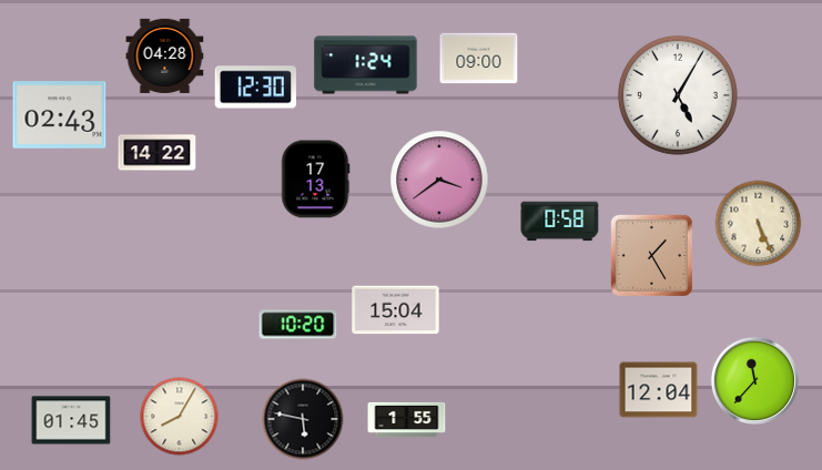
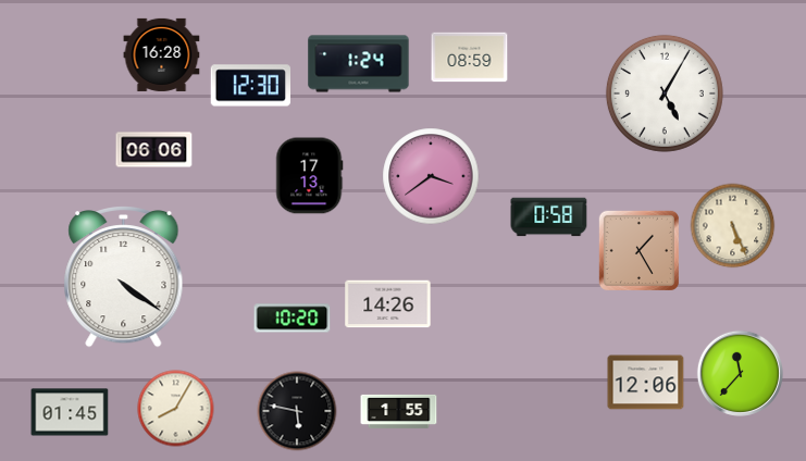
clock at (165, 55): 04:28 -> 16:28
clock at (479, 59): 09:00 -> 08:59
clock at (60, 115): 02:43 -> none
clock at (158, 153): 14:22 -> 06:06
clock at (759, 224) position: (759, 224) -> (733, 226)
clock at (124, 276): none -> 4:21
clock at (396, 310): 15:04 -> 14:26
clock at (659, 390): 12:04 -> 12:06
